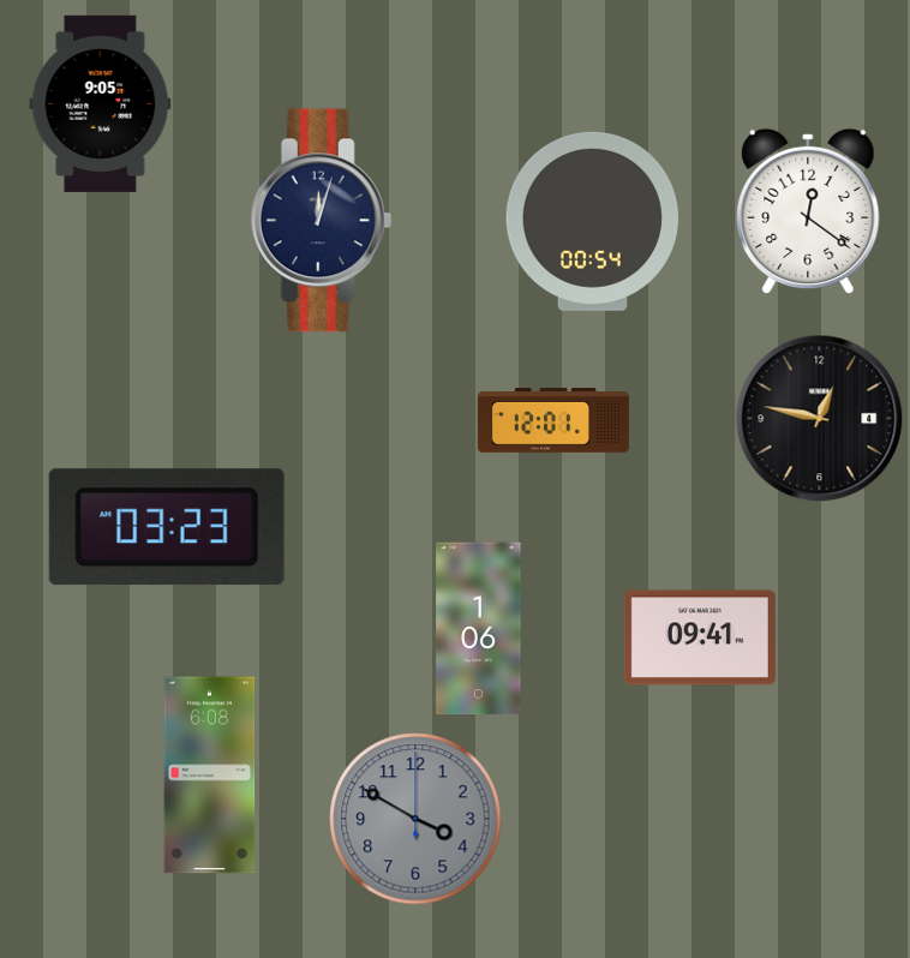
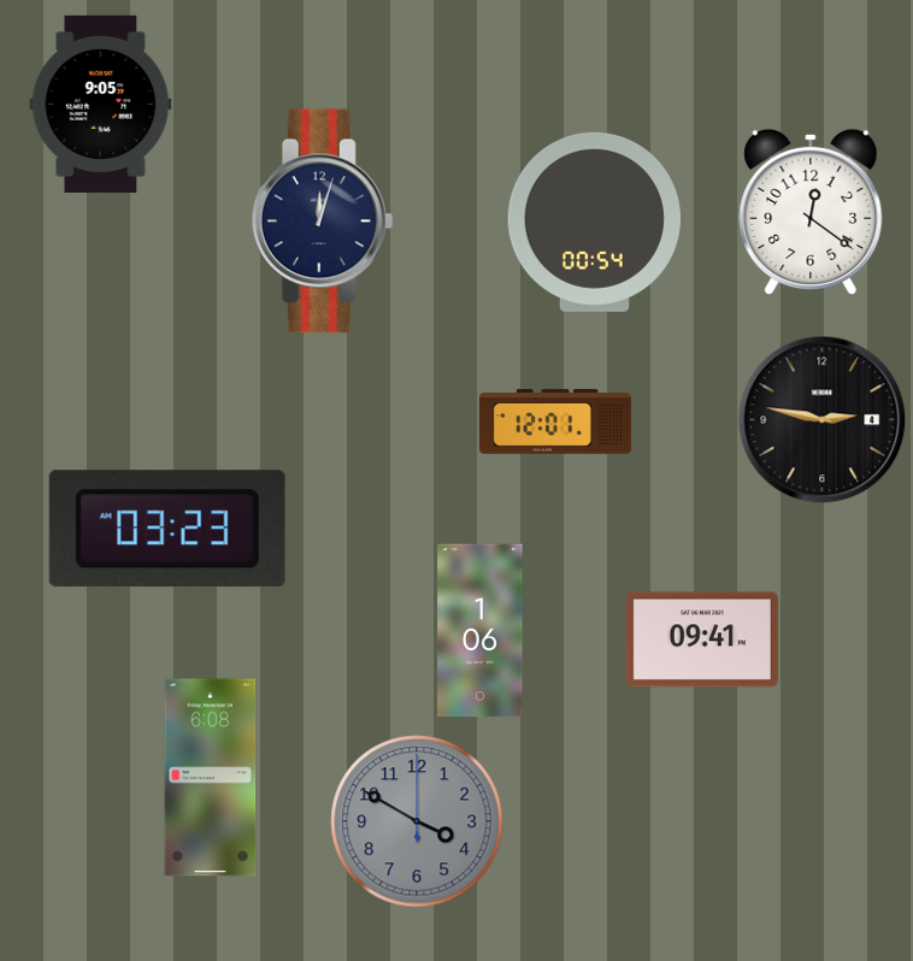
clock at (820, 419): 12:47 -> 2:47
